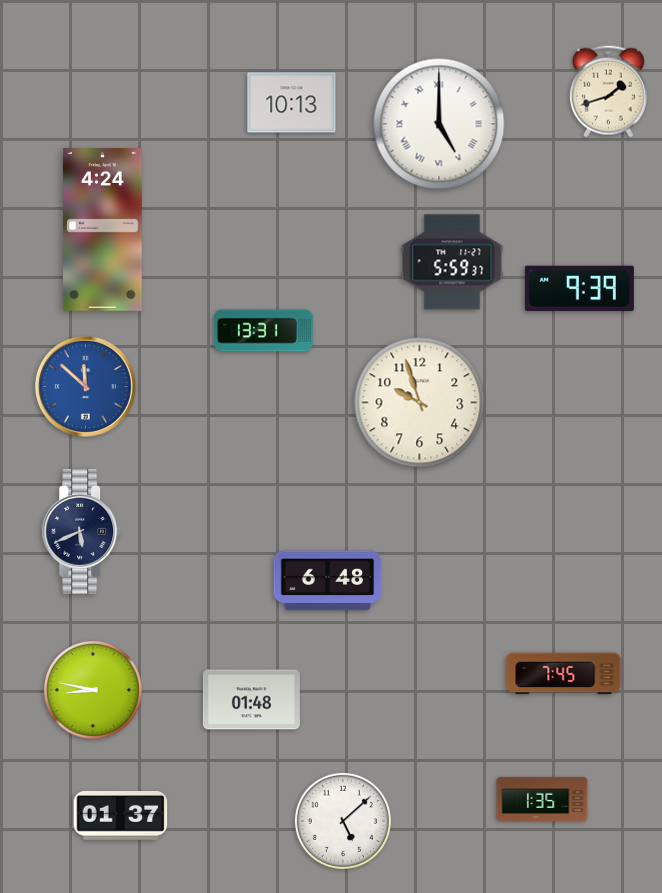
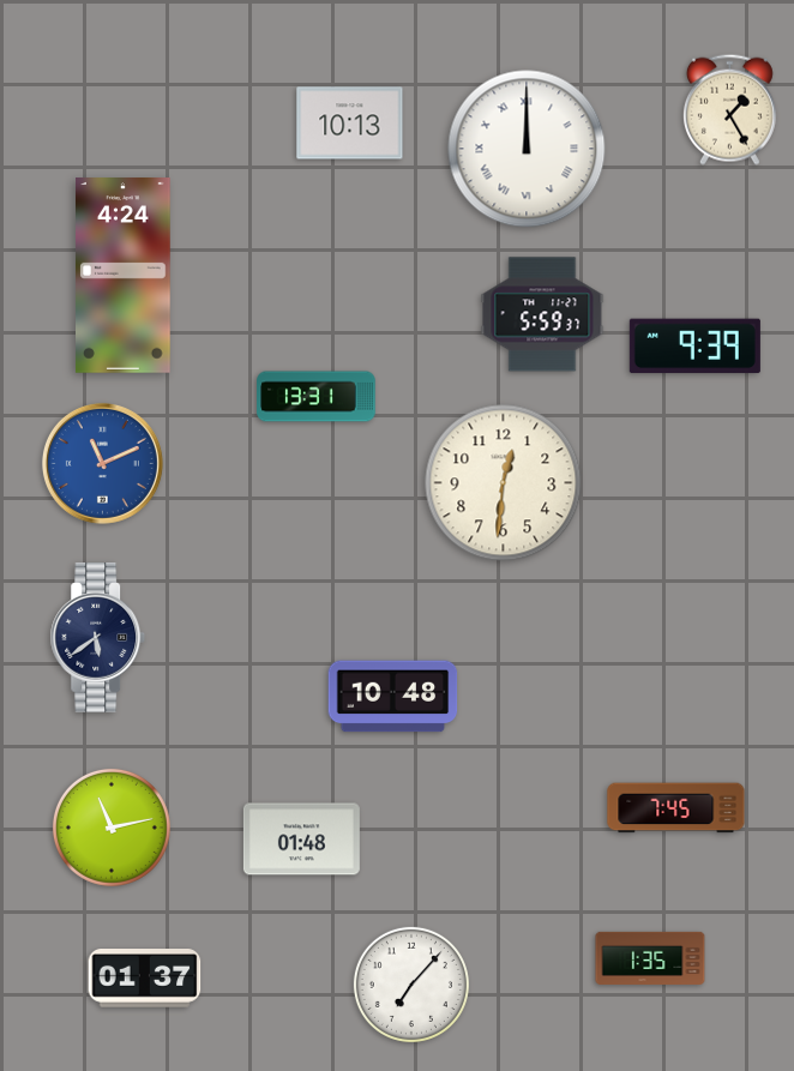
clock at (608, 91): 1:42 -> 1:25
clock at (439, 124): 5:00 -> 12:00
clock at (85, 386): 11:52 -> 11:11
clock at (420, 403): 9:57 -> 12:31
clock at (82, 532): 5:41 -> 5:39
clock at (328, 581): 6:48 -> 10:48
clock at (93, 690): 8:47 -> 11:13
clock at (343, 821): 5:08 -> 7:07
